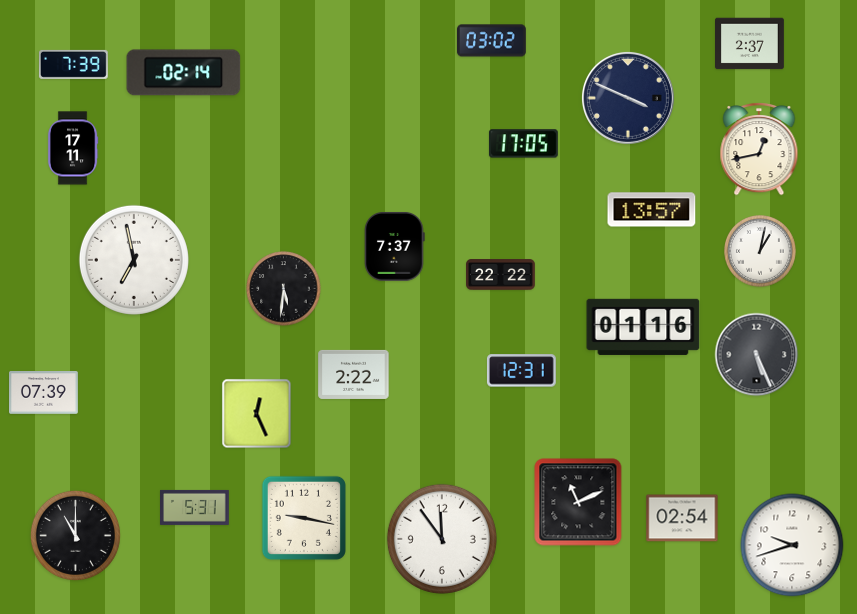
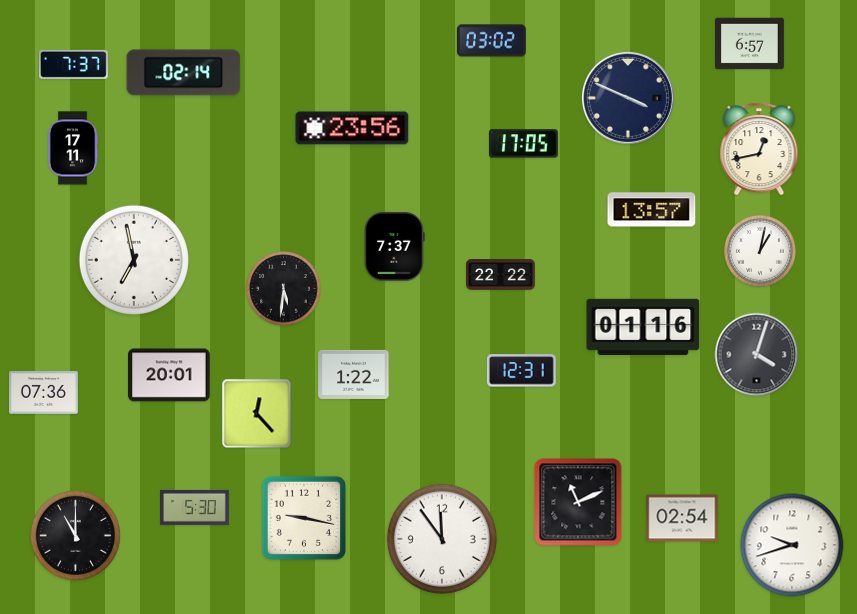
clock at (750, 44): 2:37 -> 6:57
clock at (73, 64): 7:39 -> 7:37
clock at (352, 128): none -> 23:56
clock at (757, 355): 5:26 -> 4:03
clock at (354, 374): 2:22 -> 1:22
clock at (169, 375): none -> 20:01
clock at (44, 393): 07:39 -> 07:36
clock at (257, 414): 12:26 -> 12:23
clock at (195, 507): 5:31 -> 5:30
